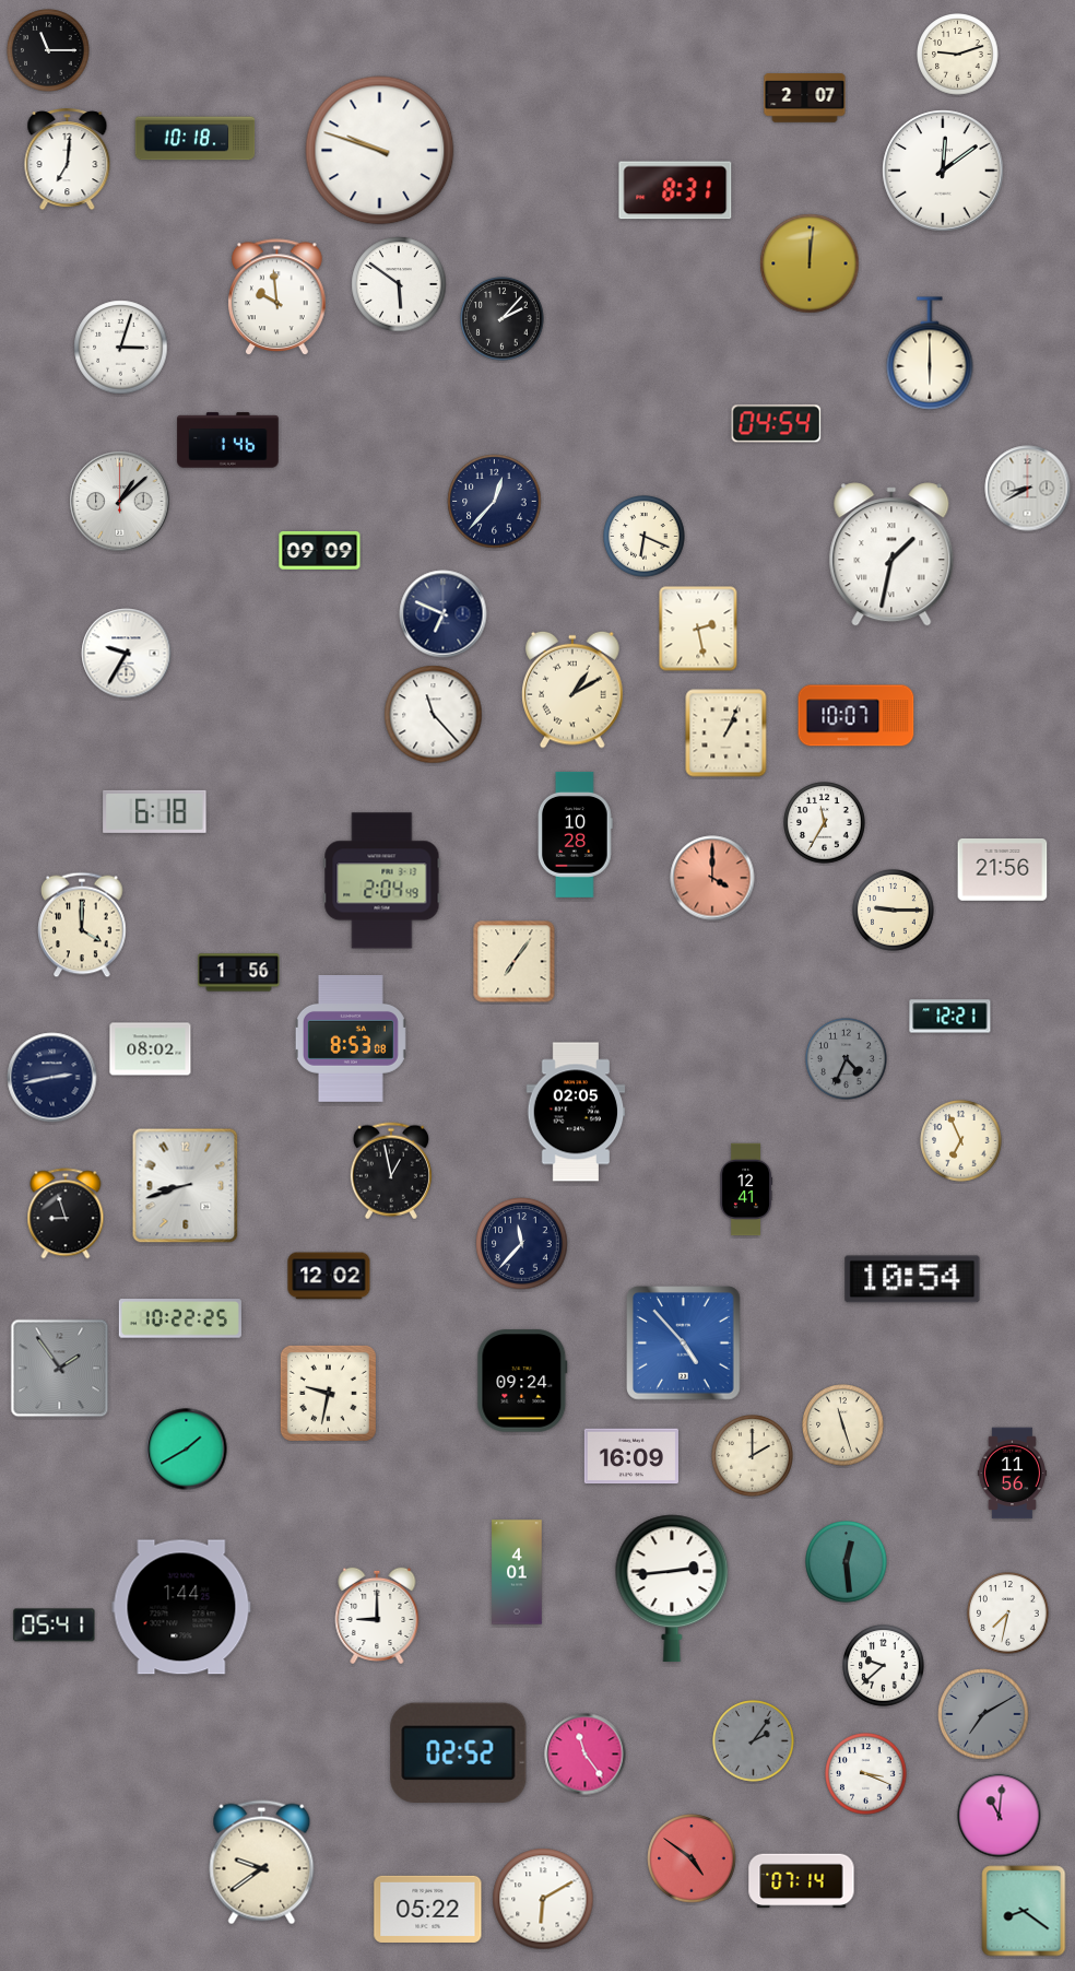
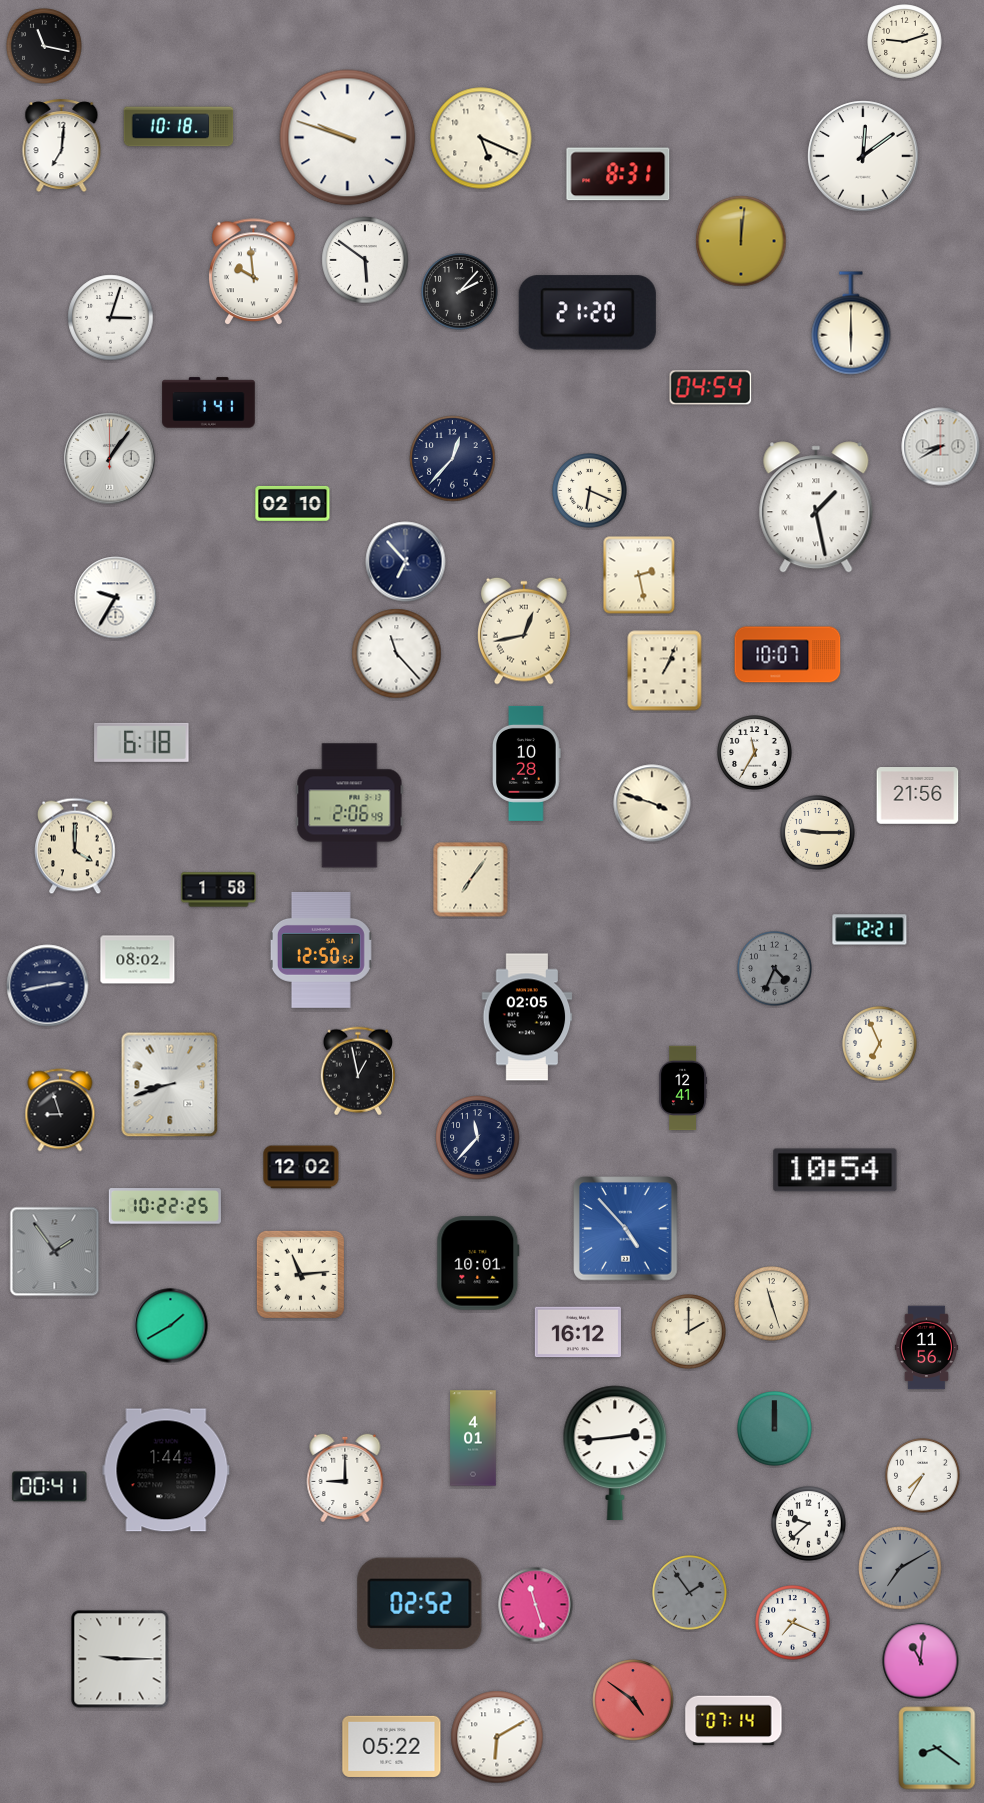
clock at (48, 50): 11:15 -> 11:17
clock at (958, 55) position: (958, 55) -> (905, 42)
clock at (805, 98): 2:07 -> none
clock at (481, 138): none -> 5:19
clock at (587, 313): none -> 21:20
clock at (228, 441): 1:46 -> 1:41
clock at (120, 502): 1:08 -> 1:06
clock at (320, 550): 09:09 -> 02:10
clock at (891, 554): 1:32 -> 1:28
clock at (444, 614): 6:49 -> 6:53
clock at (572, 690): 1:10 -> 12:43
clock at (857, 716) position: (857, 716) -> (788, 655)
clock at (712, 878): 4:00 -> 3:48
clock at (712, 878) dial: salmon -> cream
clock at (382, 881): 2:04 -> 2:06
clock at (239, 973): 1:56 -> 1:58
clock at (351, 1039): 8:53 -> 12:50
clock at (522, 1381): 09:24 -> 10:01
clock at (328, 1393): 9:32 -> 11:14
clock at (630, 1456): 16:09 -> 16:12
clock at (847, 1562): 12:29 -> 12:00
clock at (1008, 1614): 7:32 -> 7:35
clock at (55, 1626): 05:41 -> 00:41
clock at (754, 1741): 2:06 -> 1:54
clock at (586, 1755): 11:24 -> 11:27
clock at (866, 1774): 3:19 -> 7:19
clock at (120, 1659): none -> 9:15
clock at (1000, 1816) position: (1000, 1816) -> (921, 1661)
clock at (262, 1863): 9:39 -> none
